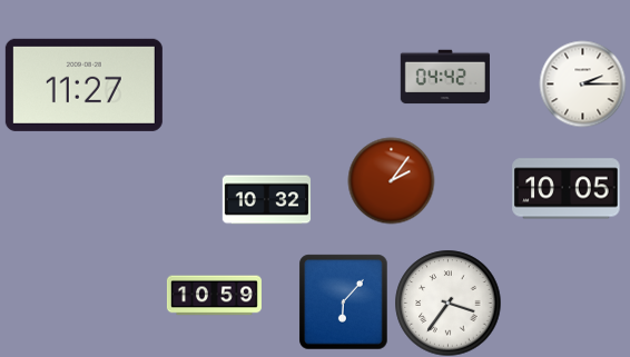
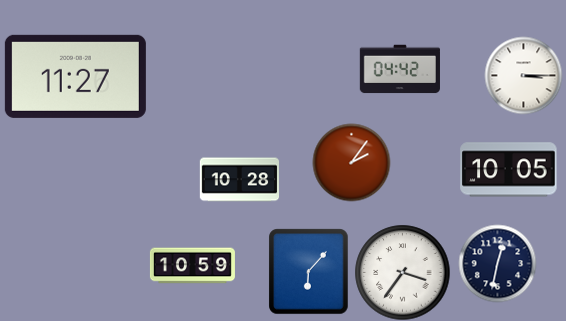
clock at (582, 83): 2:15 -> 3:15
clock at (266, 200): 10:32 -> 10:28
clock at (497, 263): none -> 12:32
